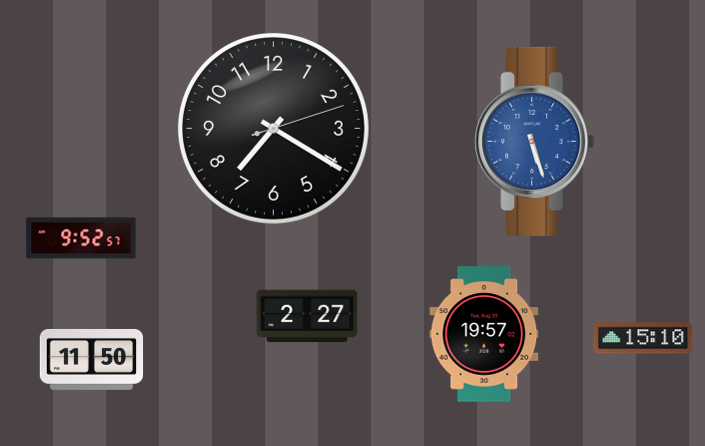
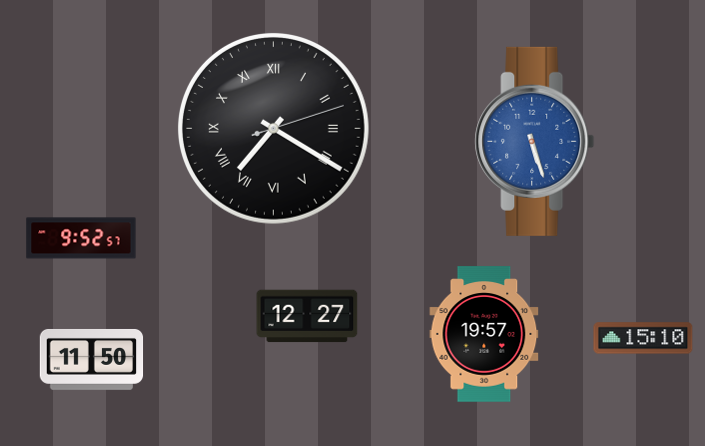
clock at (273, 128) numerals: Arabic -> Roman
clock at (307, 316): 2:27 -> 12:27
